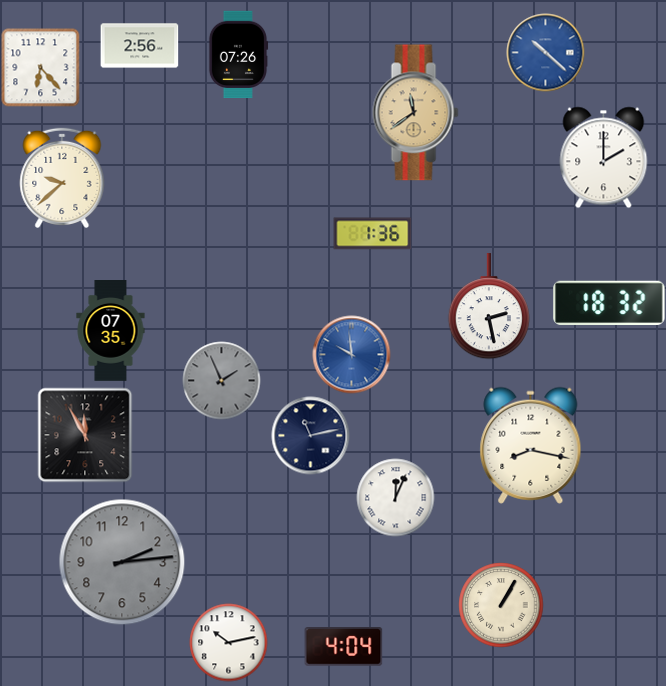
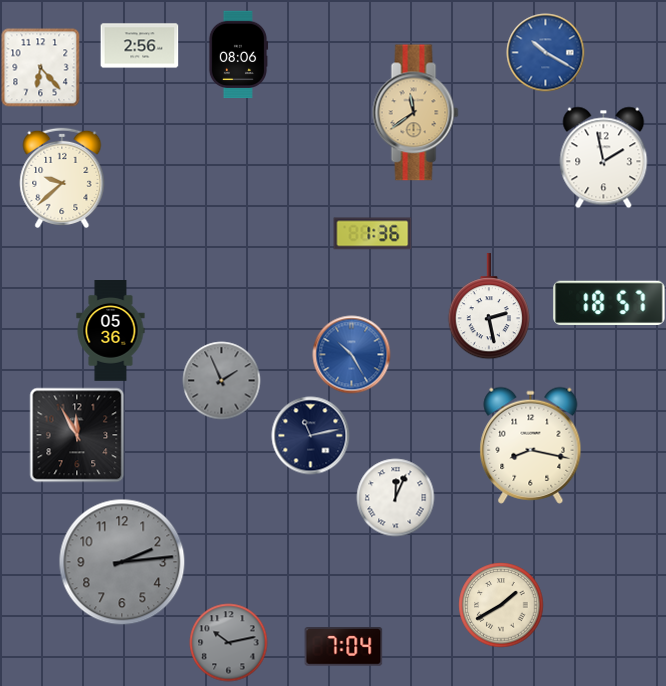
clock at (545, 52): 10:22 -> 10:20
clock at (238, 54): 07:26 -> 08:06
clock at (604, 157): 2:00 -> 1:58
clock at (609, 302): 18:32 -> 18:57
clock at (111, 331): 07:35 -> 05:36
clock at (351, 354): 9:59 -> 10:25
clock at (85, 435) position: (85, 435) -> (77, 435)
clock at (501, 605): 1:05 -> 1:40
clock at (228, 642) dial: white -> grey
clock at (343, 647): 4:04 -> 7:04
